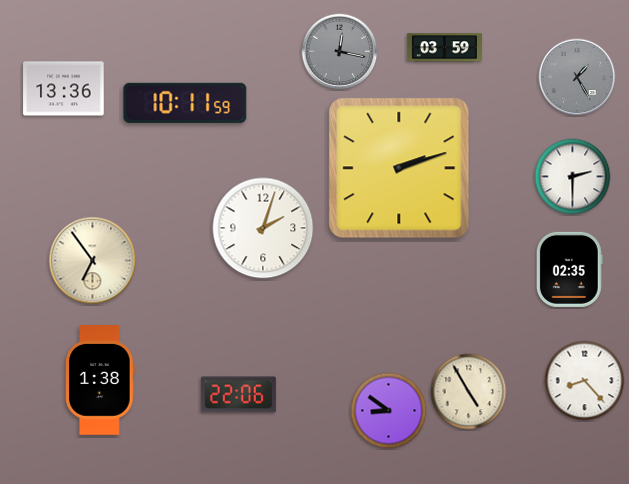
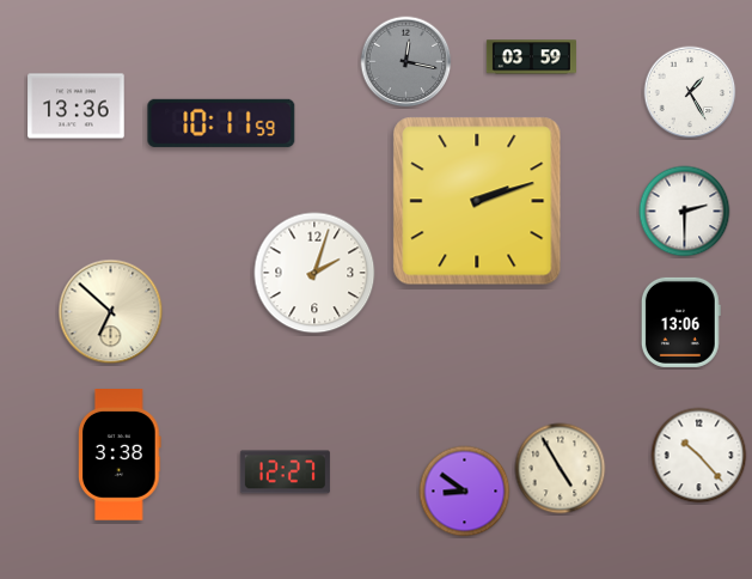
clock at (577, 77) dial: grey -> white
clock at (93, 261): 6:54 -> 6:52
clock at (569, 269): 02:35 -> 13:06
clock at (101, 381): 1:38 -> 3:38
clock at (585, 381): 8:23 -> 10:23
clock at (238, 395): 22:06 -> 12:27
